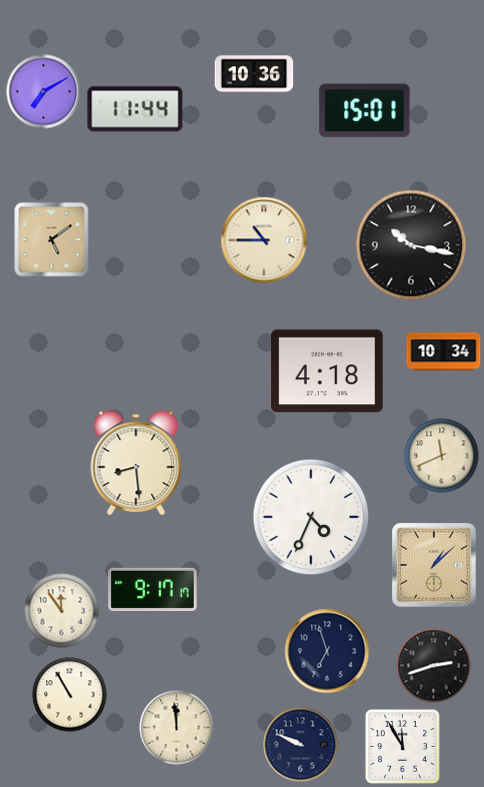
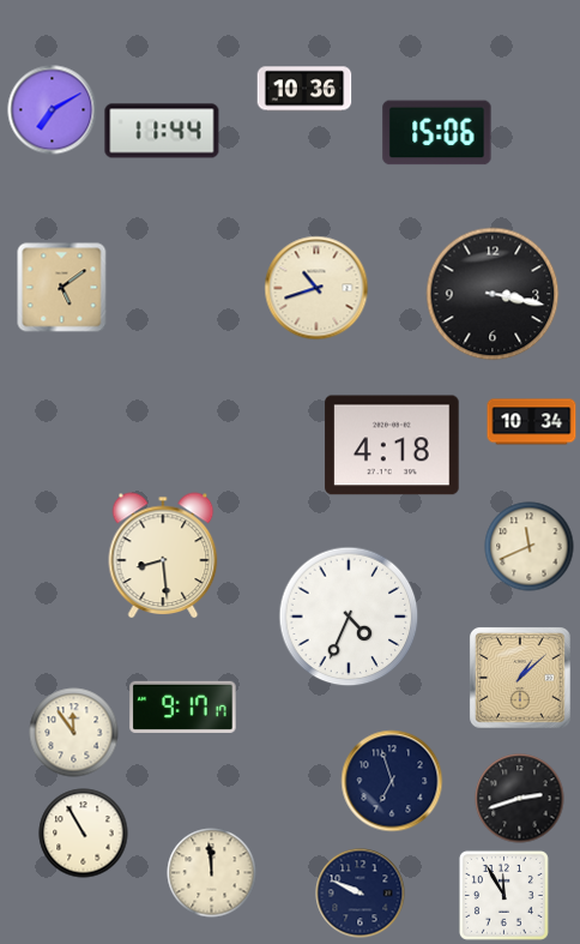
clock at (365, 111): 15:01 -> 15:06
clock at (264, 240): 10:45 -> 10:42
clock at (411, 245): 10:17 -> 3:17
clock at (311, 517) position: (311, 517) -> (349, 617)
clock at (402, 746) position: (402, 746) -> (503, 895)
